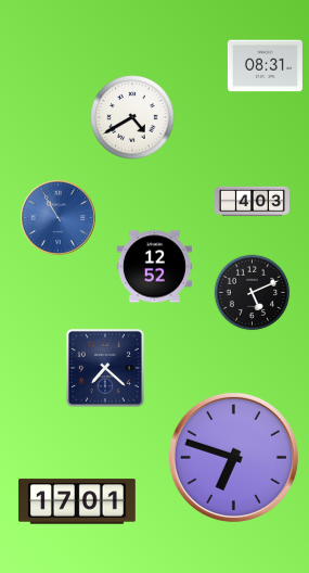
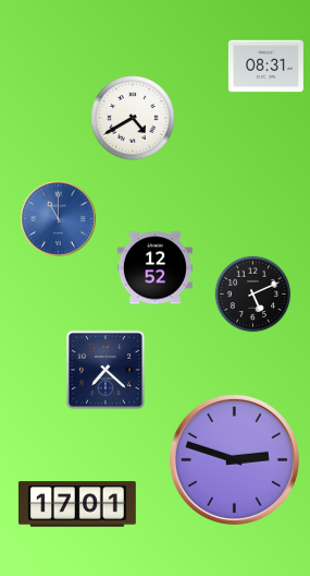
clock at (252, 202): 4:03 -> none
clock at (59, 218): 10:55 -> 11:00
clock at (233, 457): 6:48 -> 2:48
